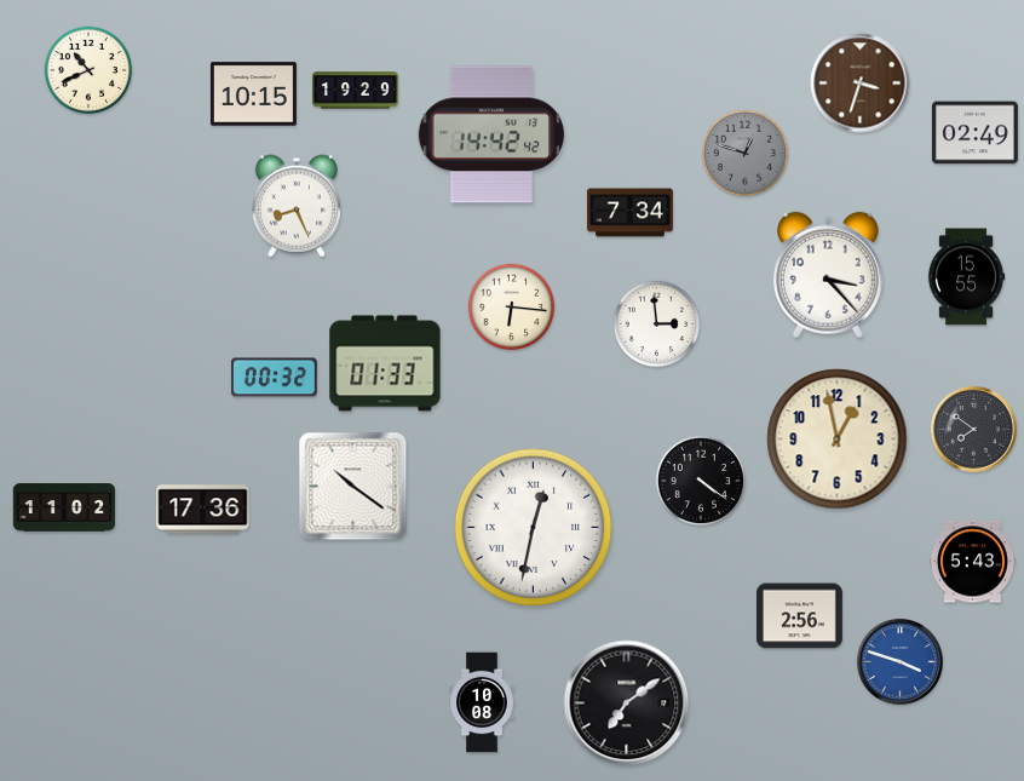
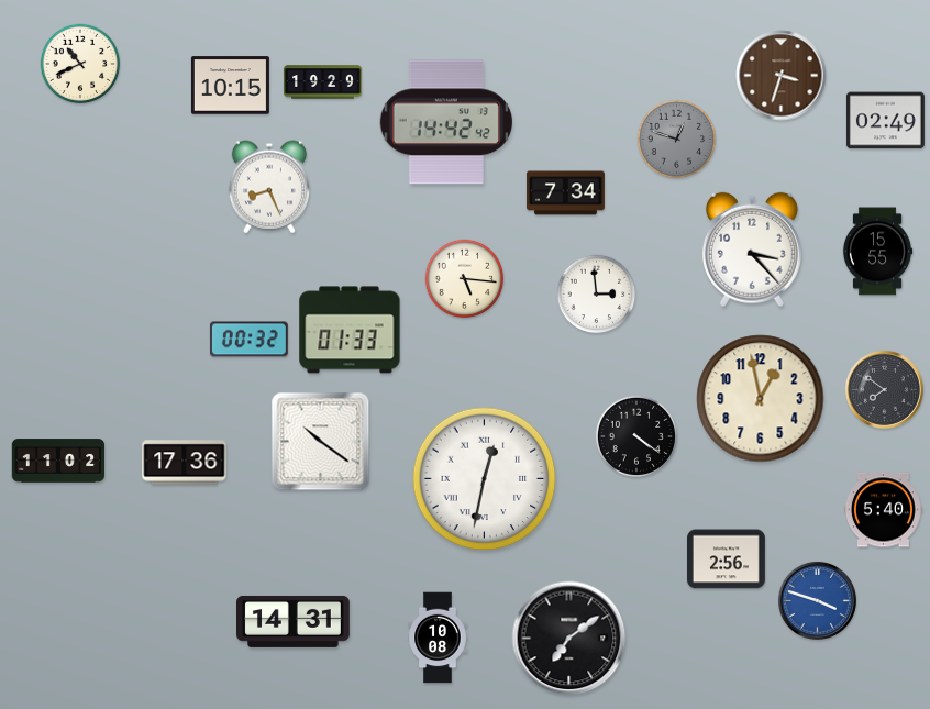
clock at (629, 213) position: (629, 213) -> (565, 193)
clock at (512, 308): 6:16 -> 5:16
clock at (274, 378) position: (274, 378) -> (248, 340)
clock at (972, 562): 5:43 -> 5:40
clock at (294, 621): none -> 14:31
